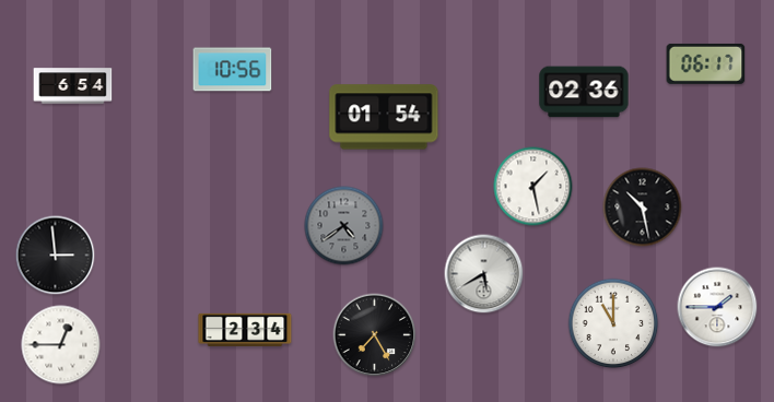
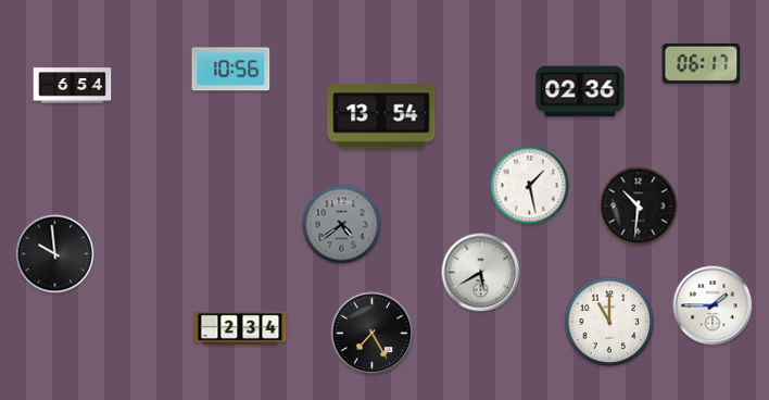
clock at (384, 117): 01:54 -> 13:54
clock at (643, 208): 10:28 -> 10:31
clock at (56, 256): 2:59 -> 9:59
clock at (245, 330) position: (245, 330) -> (240, 328)
clock at (61, 345): 12:45 -> none
